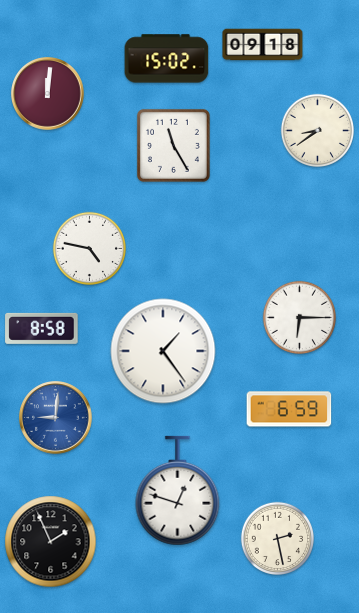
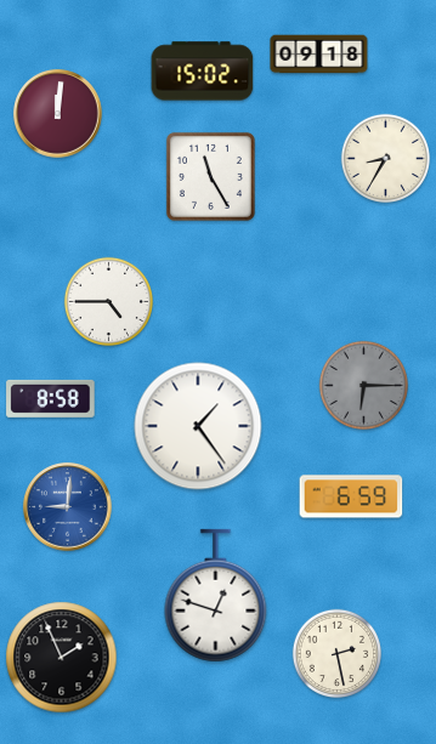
clock at (318, 130): 8:39 -> 8:35
clock at (90, 248): 4:47 -> 4:45
clock at (300, 317) dial: white -> grey
